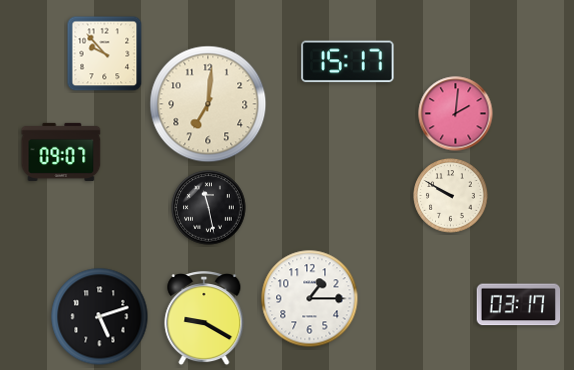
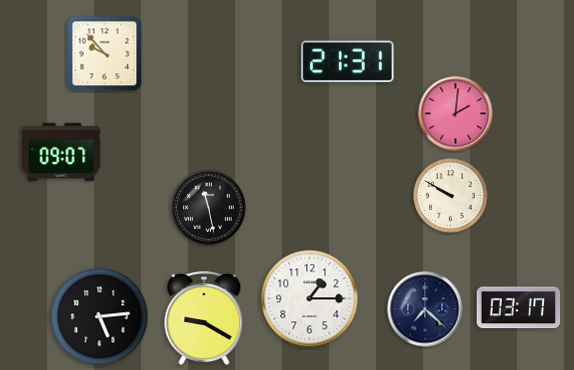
clock at (348, 62): 15:17 -> 21:31
clock at (208, 104): 7:01 -> none
clock at (519, 305) position: (519, 305) -> (519, 308)
clock at (425, 309): none -> 7:22
clock at (100, 317): 5:12 -> 5:14
